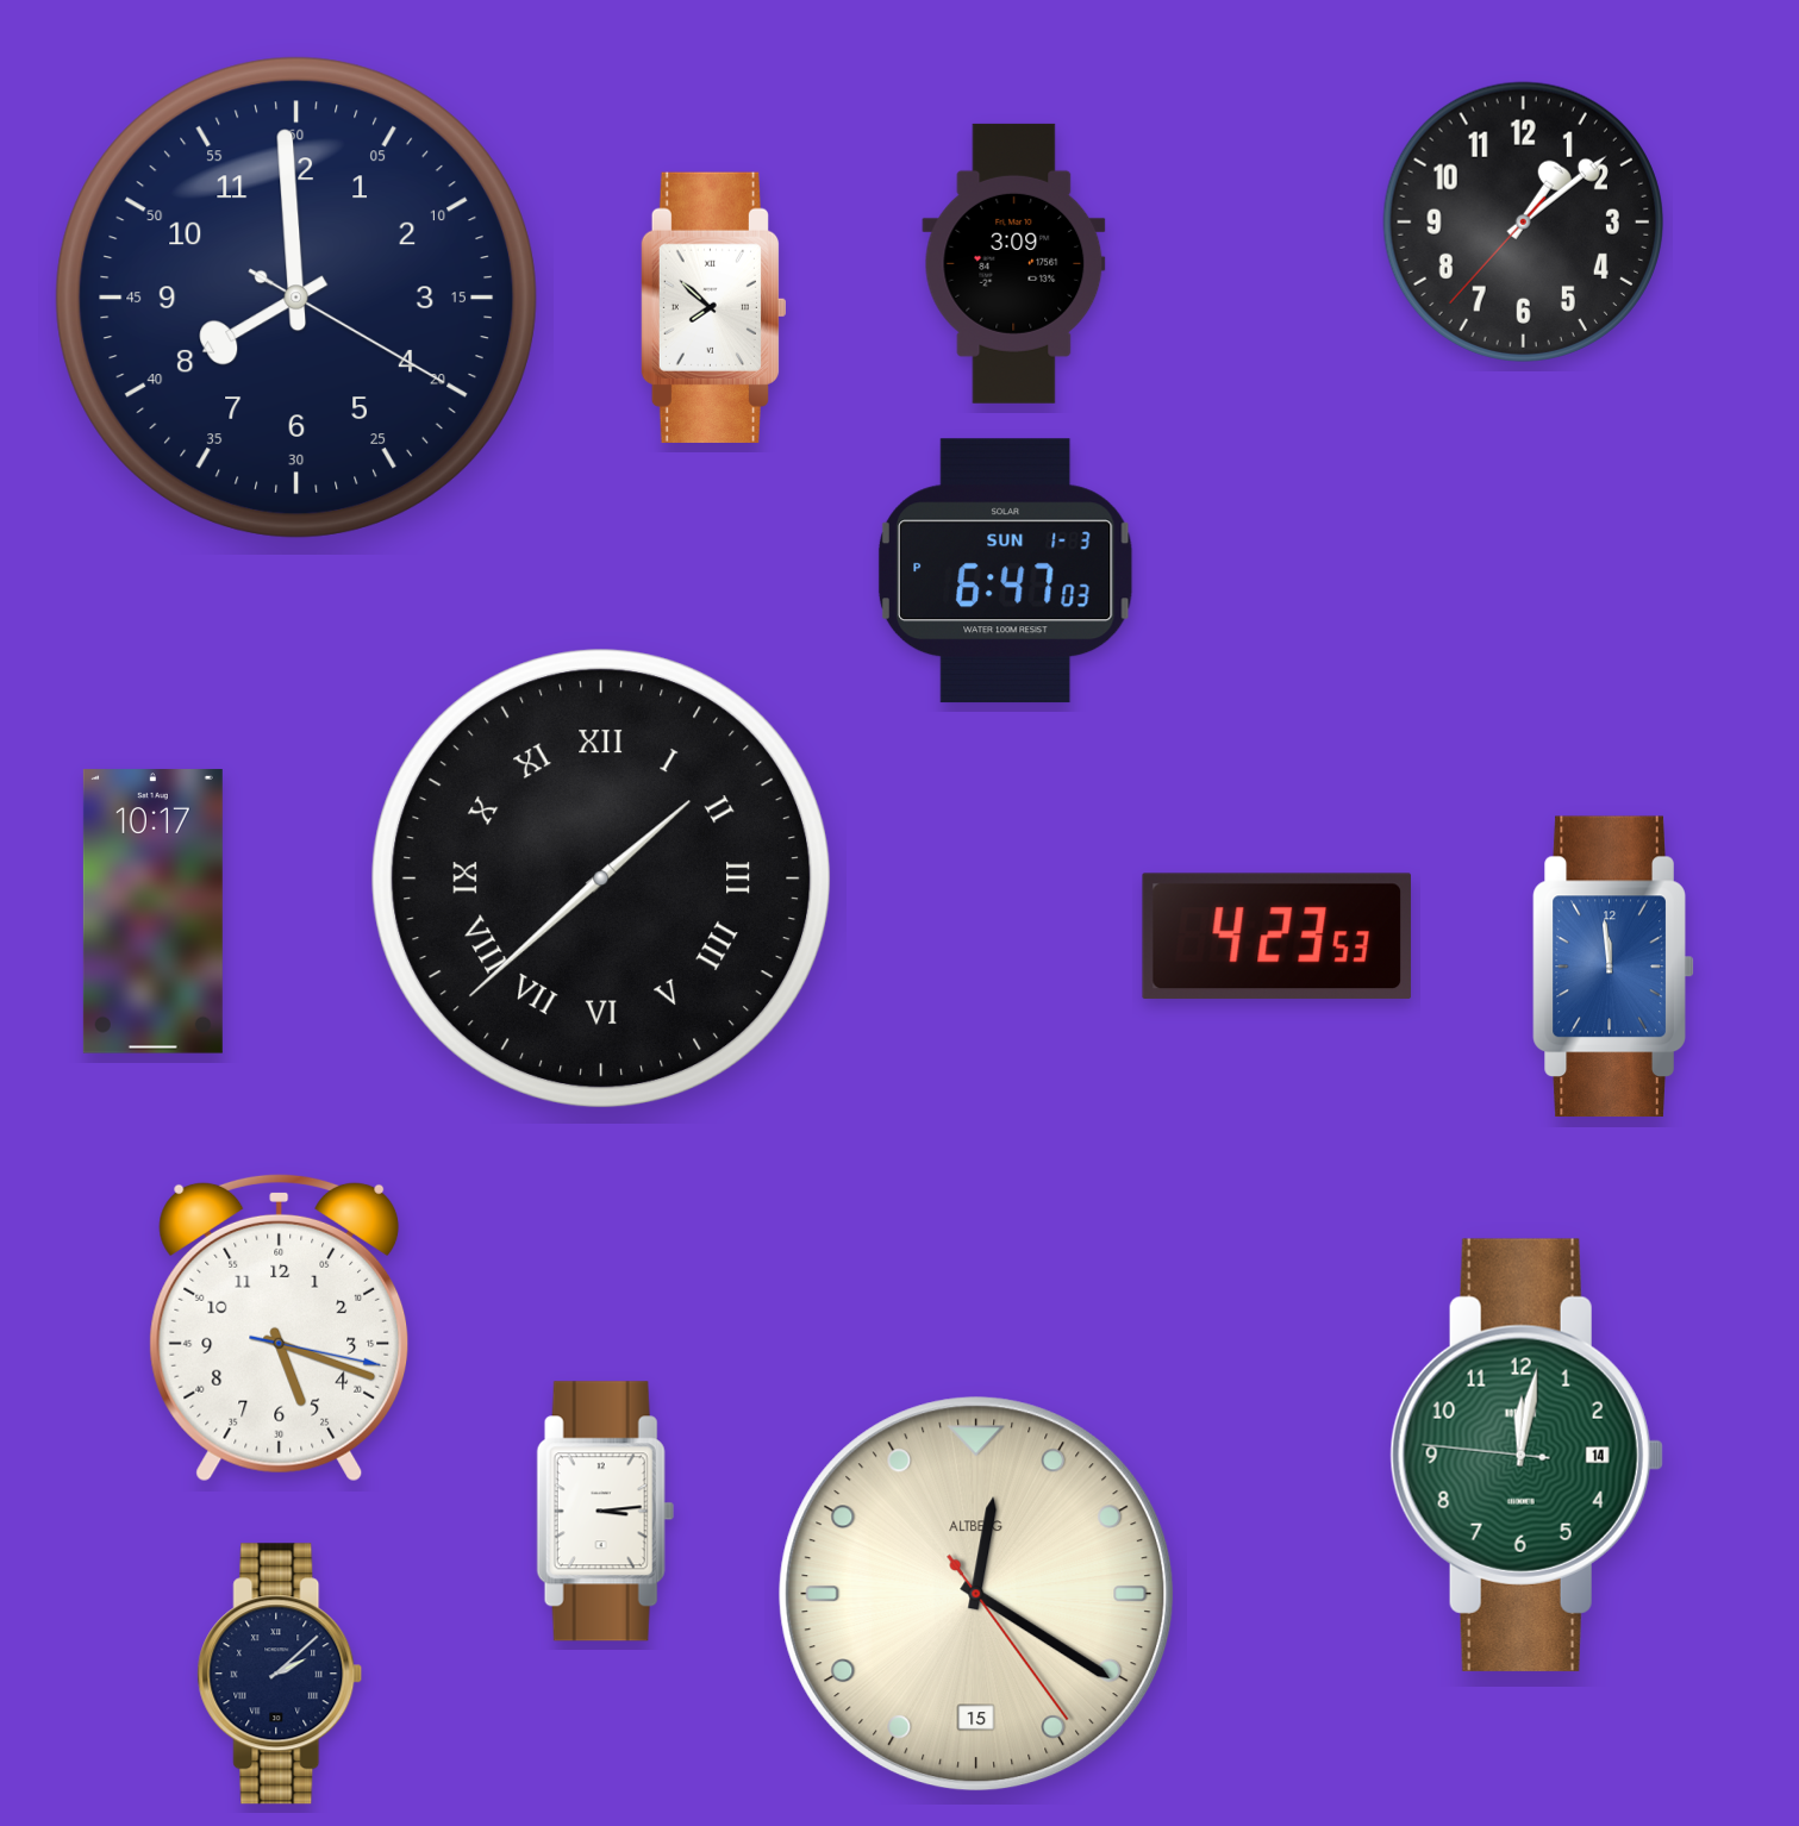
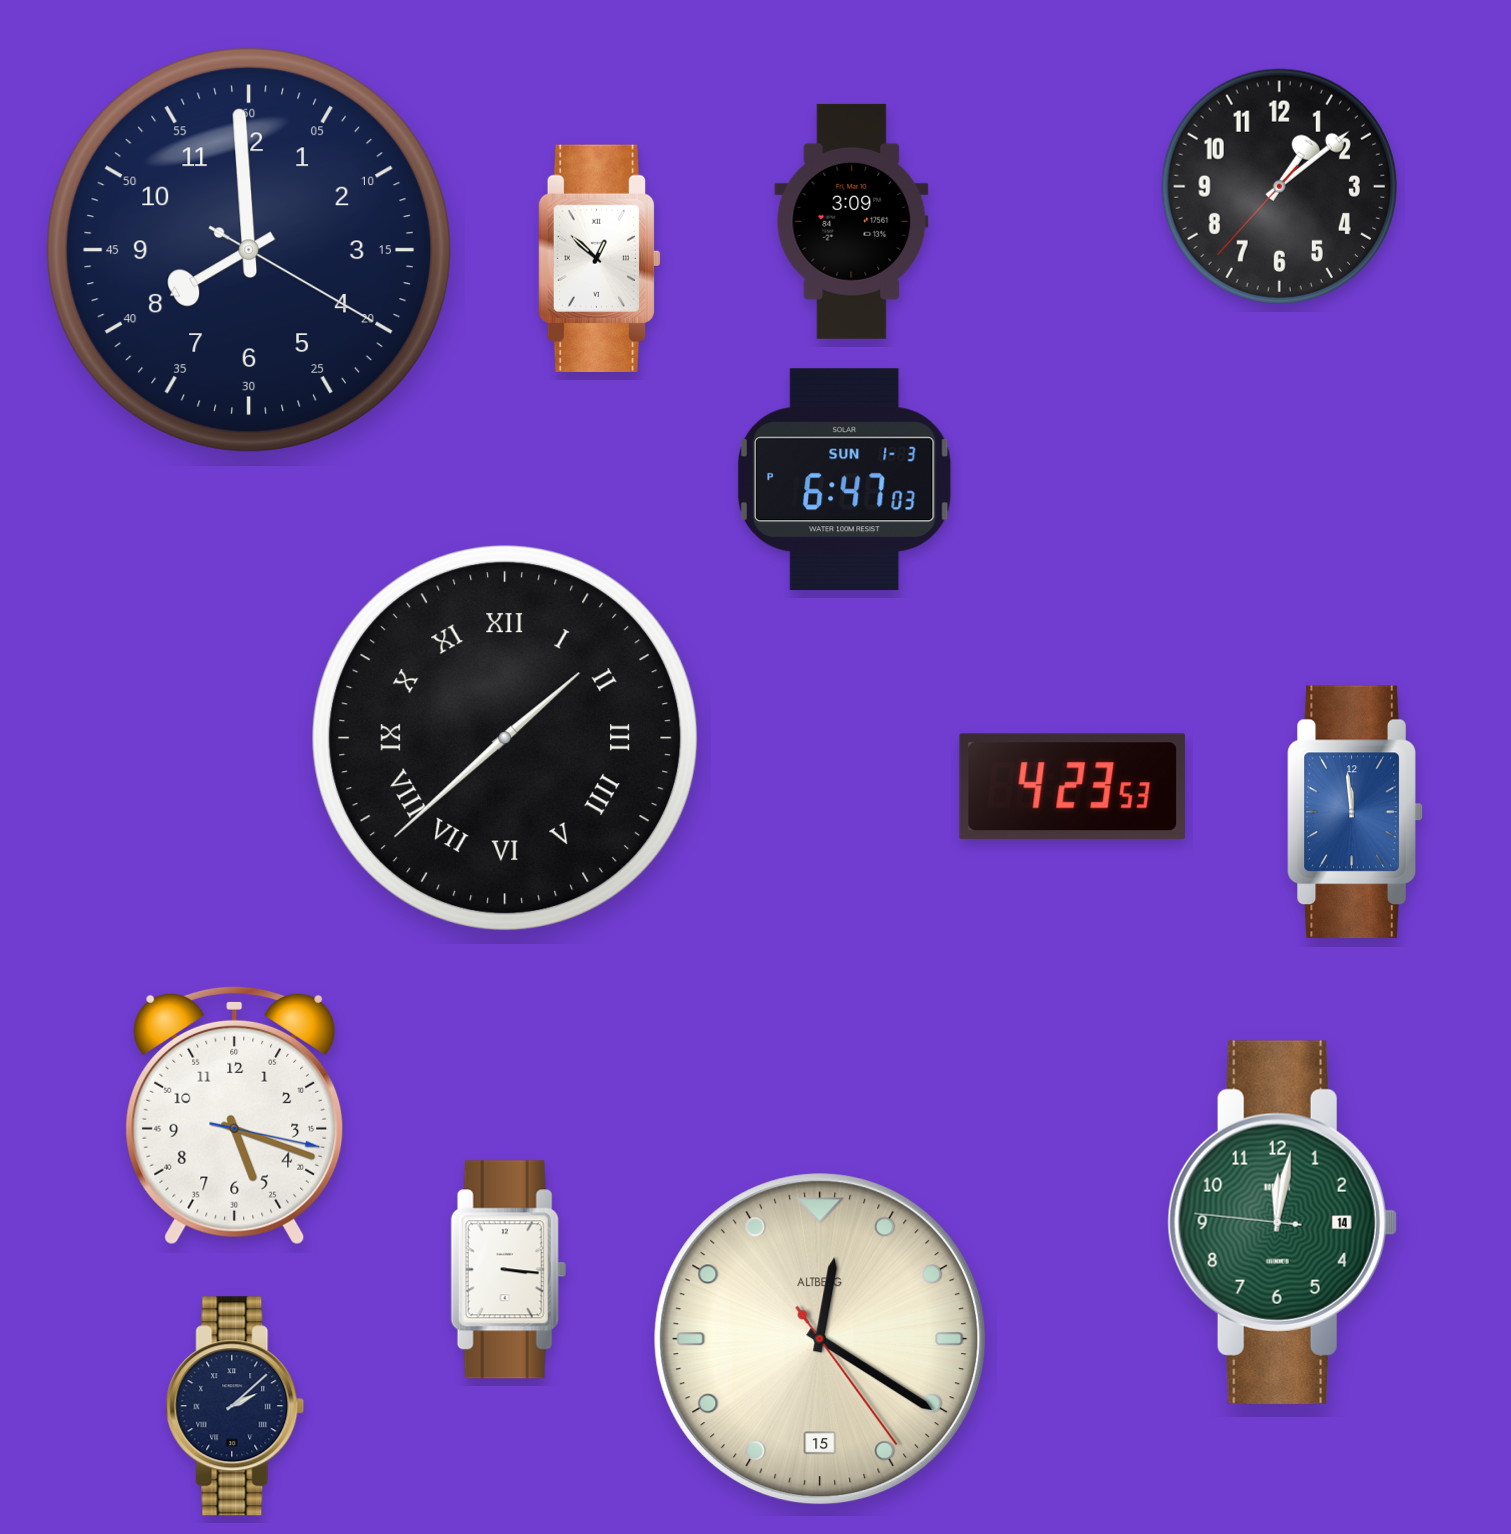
clock at (712, 307): 7:52 -> 12:52
clock at (152, 912): 10:17 -> none
clock at (605, 1512): 3:14 -> 3:16
